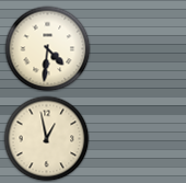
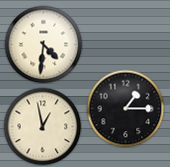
clock at (125, 108): none -> 1:15
